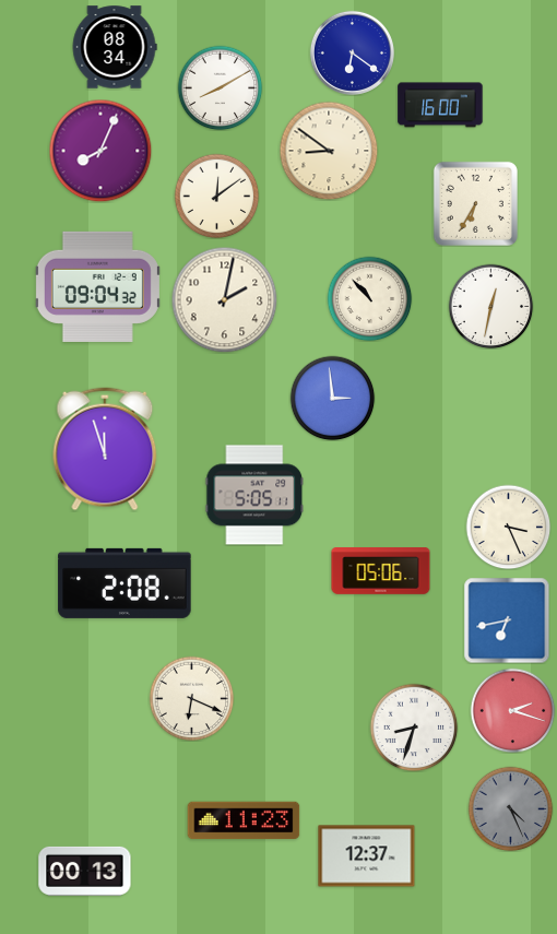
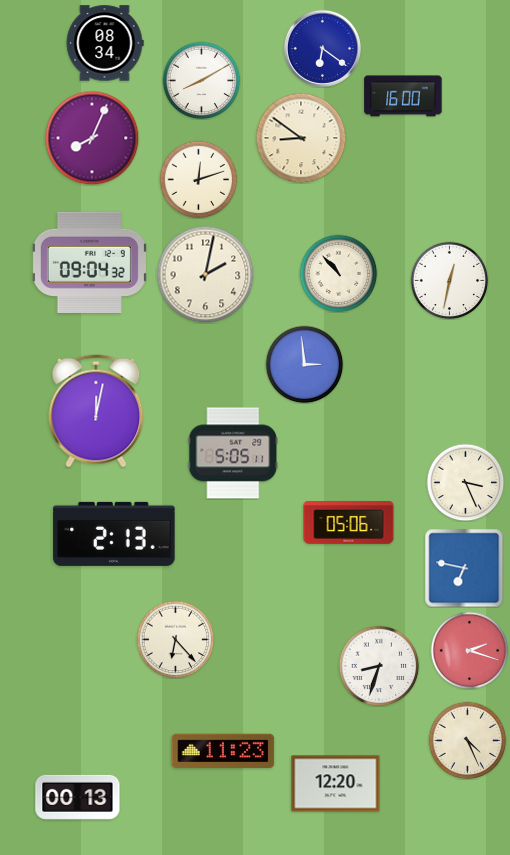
clock at (216, 196): 12:09 -> 12:12
clock at (475, 203): 6:35 -> none
clock at (105, 449): 11:57 -> 12:02
clock at (125, 583): 2:08 -> 2:13
clock at (507, 620): 6:43 -> 6:47
clock at (191, 698): 6:19 -> 6:23
clock at (510, 808) dial: grey -> cream
clock at (367, 856): 12:37 -> 12:20
